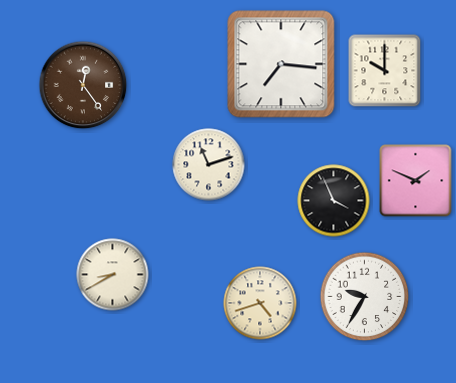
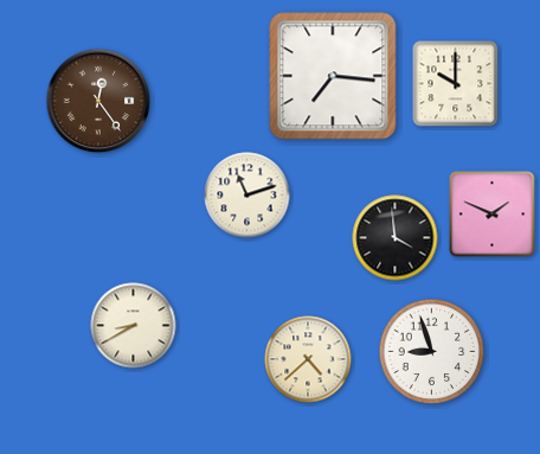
clock at (334, 201): 3:56 -> 3:59
clock at (365, 297): 9:35 -> 8:57
clock at (260, 303): 4:42 -> 4:38
